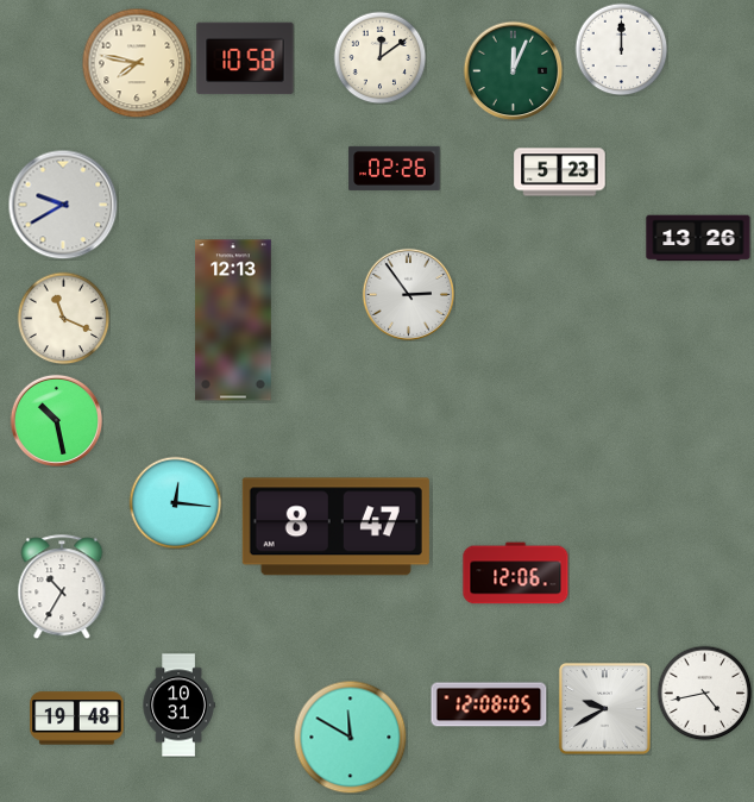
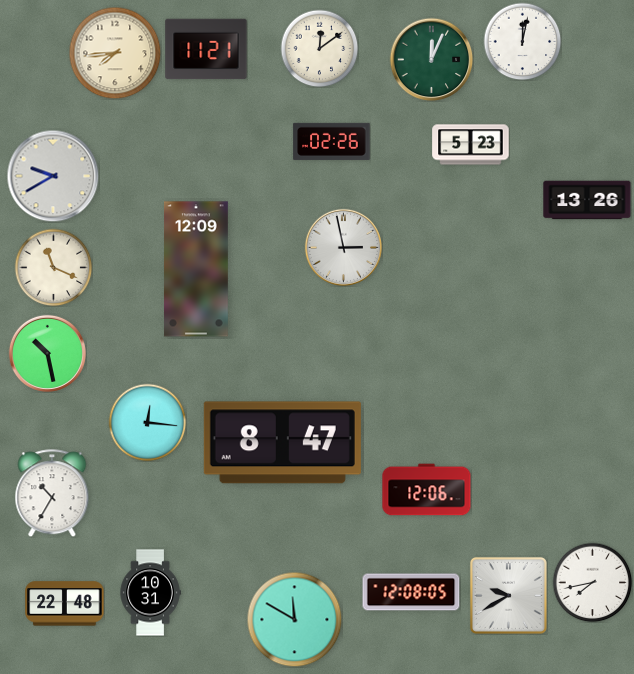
clock at (621, 49): 12:00 -> 12:02
clock at (245, 58): 10:58 -> 11:21
clock at (137, 63): 7:47 -> 7:44
clock at (63, 205) position: (63, 205) -> (53, 176)
clock at (408, 294): 2:54 -> 2:58
clock at (234, 320): 12:13 -> 12:09
clock at (516, 574) position: (516, 574) -> (427, 490)
clock at (704, 693): 4:43 -> 7:43
clock at (77, 719): 19:48 -> 22:48
